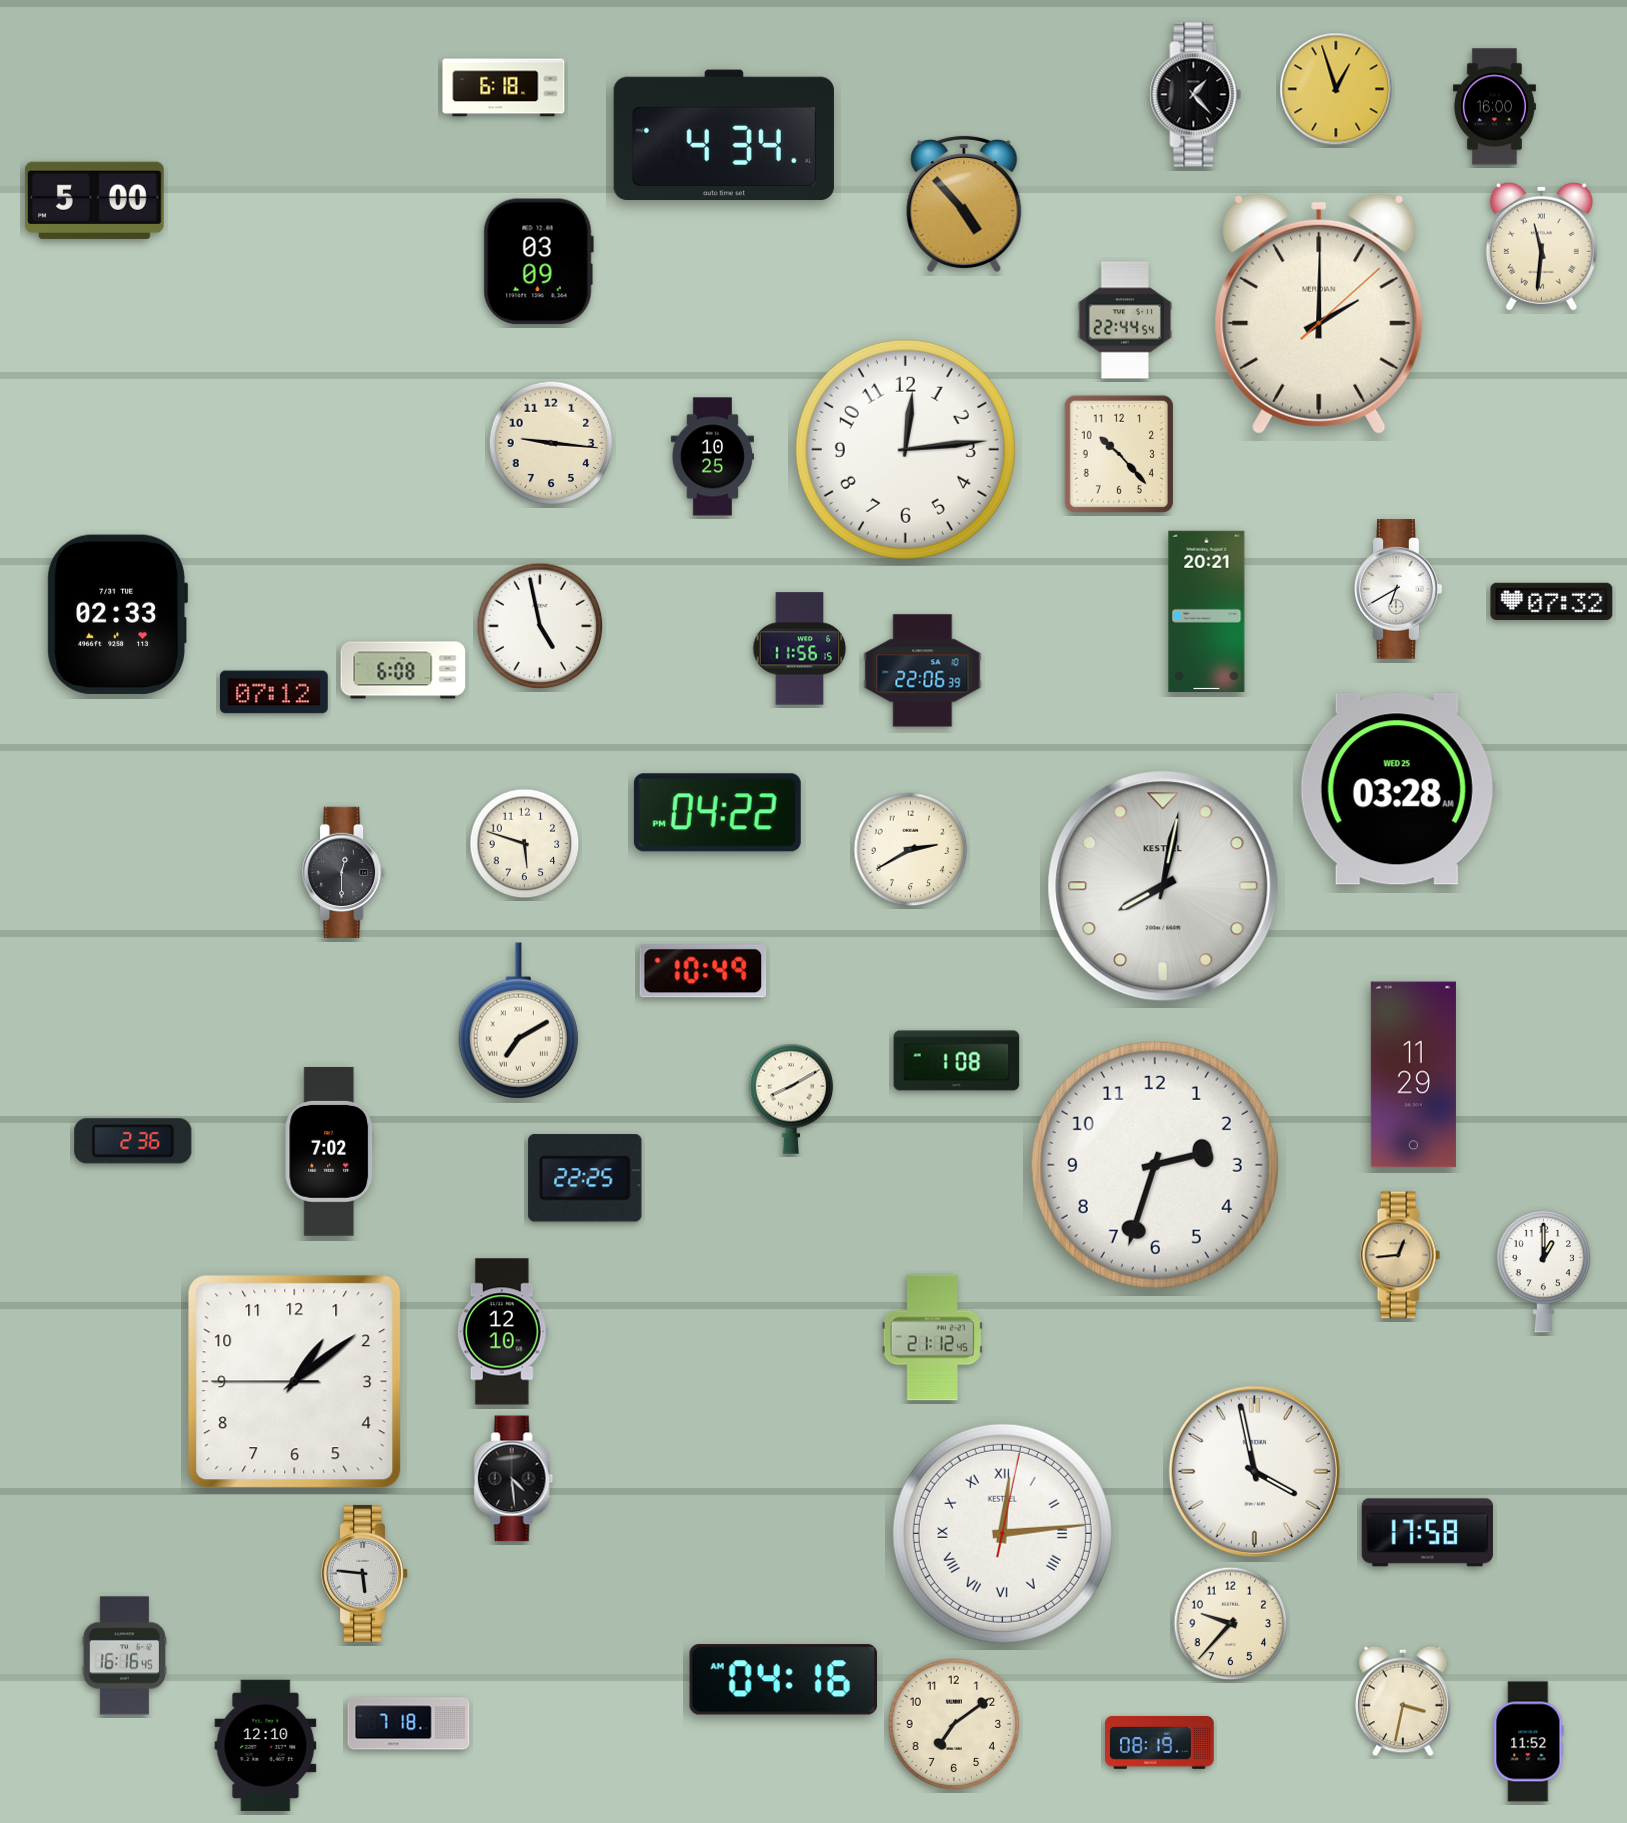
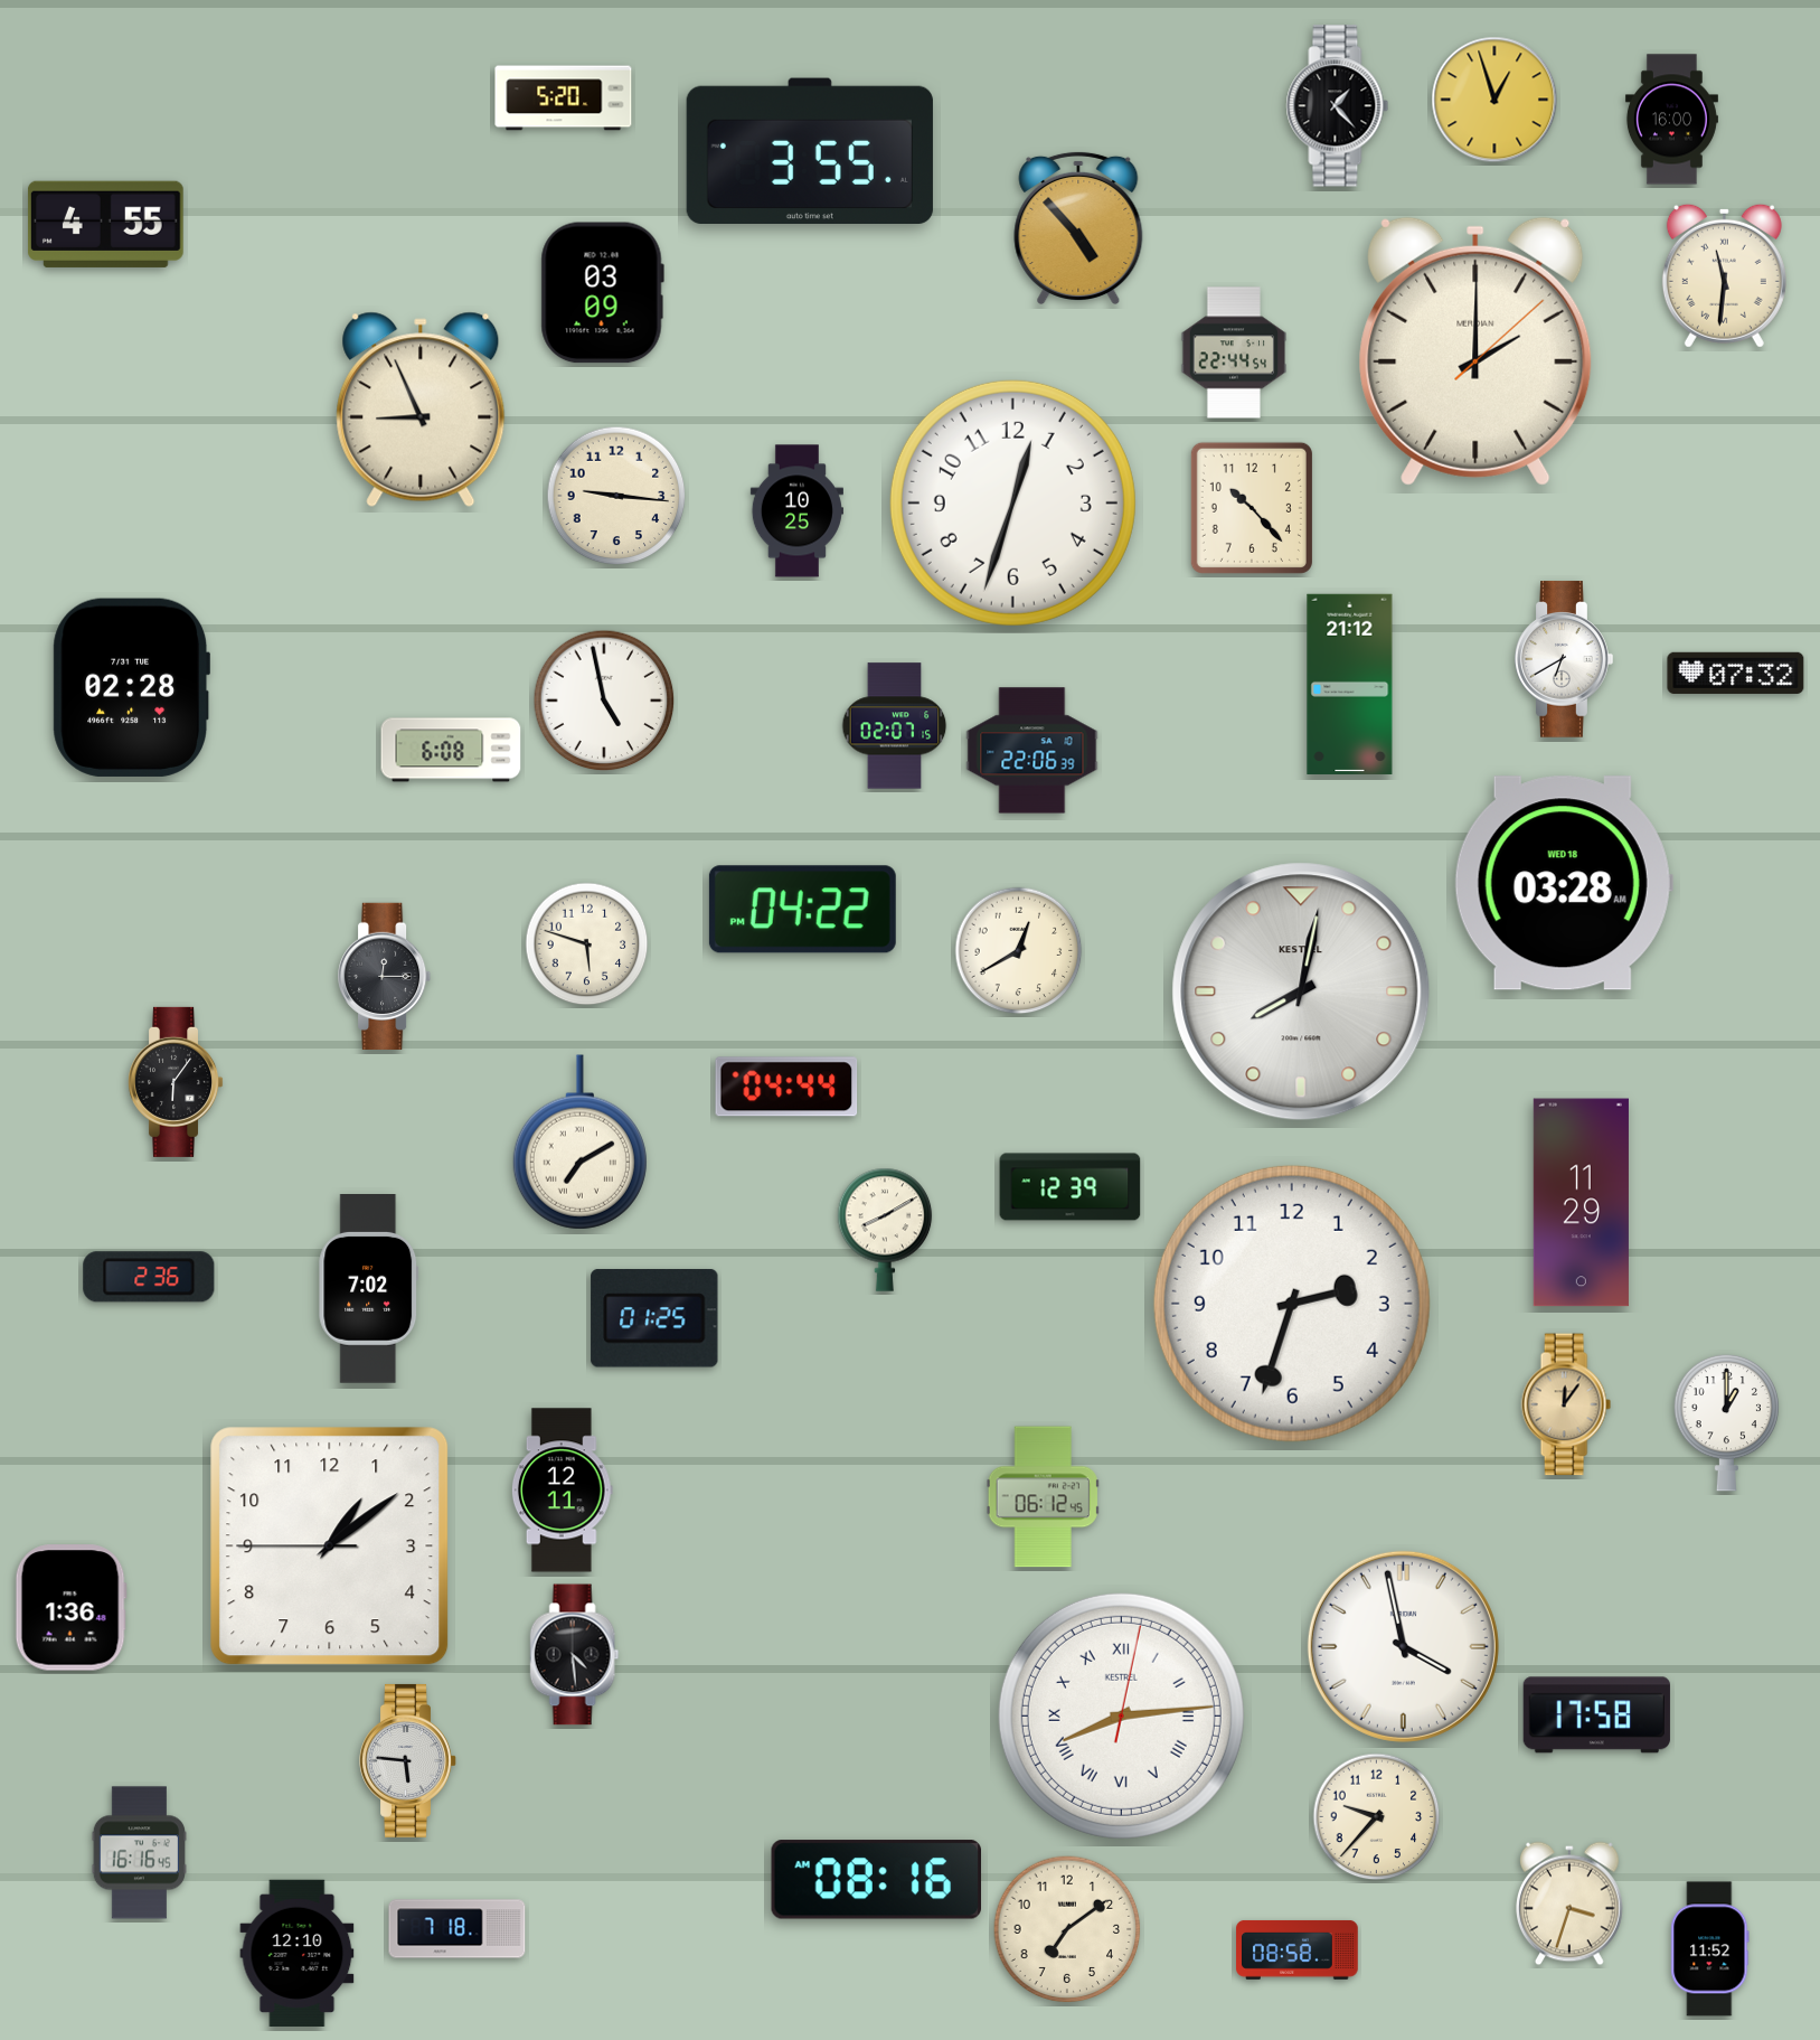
clock at (504, 88): 6:18 -> 5:20
clock at (724, 135): 4:34 -> 3:55
clock at (94, 200): 5:00 -> 4:55
clock at (1125, 320) position: (1125, 320) -> (1234, 352)
clock at (421, 410): none -> 8:56
clock at (905, 449): 12:14 -> 12:33
clock at (1207, 611): 20:21 -> 21:12
clock at (117, 614): 02:33 -> 02:28
clock at (800, 649): 11:56 -> 02:07
clock at (274, 692): 07:12 -> none
clock at (1398, 789) date: WED 25 -> WED 18
clock at (911, 850): 2:40 -> 12:40
clock at (345, 872): 12:30 -> 12:15
clock at (176, 1082): none -> 6:06
clock at (703, 971): 10:49 -> 04:44
clock at (957, 1061): 1:08 -> 12:39
clock at (585, 1178): 22:25 -> 01:25
clock at (1400, 1255): 12:44 -> 12:06
clock at (502, 1332): 12:10 -> 12:11
clock at (932, 1338): 21:12 -> 06:12
clock at (70, 1608): none -> 1:36
clock at (1002, 1533): 12:14 -> 8:14
clock at (784, 1680): 04:16 -> 08:16
clock at (1404, 1701): 3:32 -> 3:33
clock at (1160, 1742): 08:19 -> 08:58
